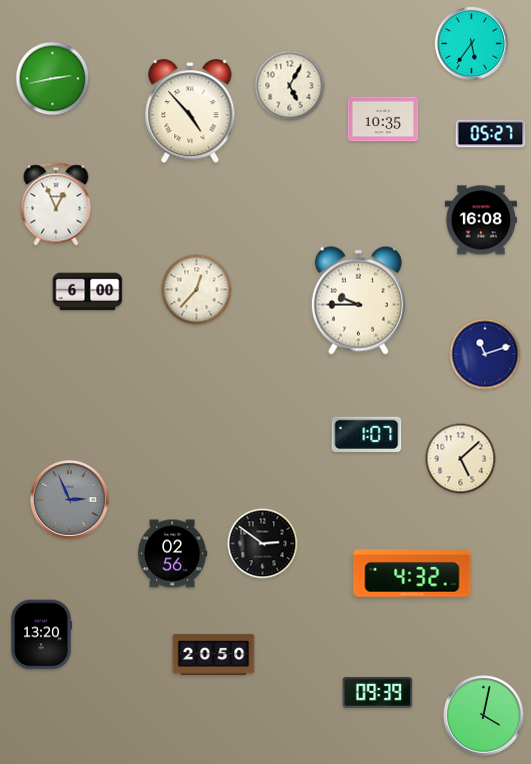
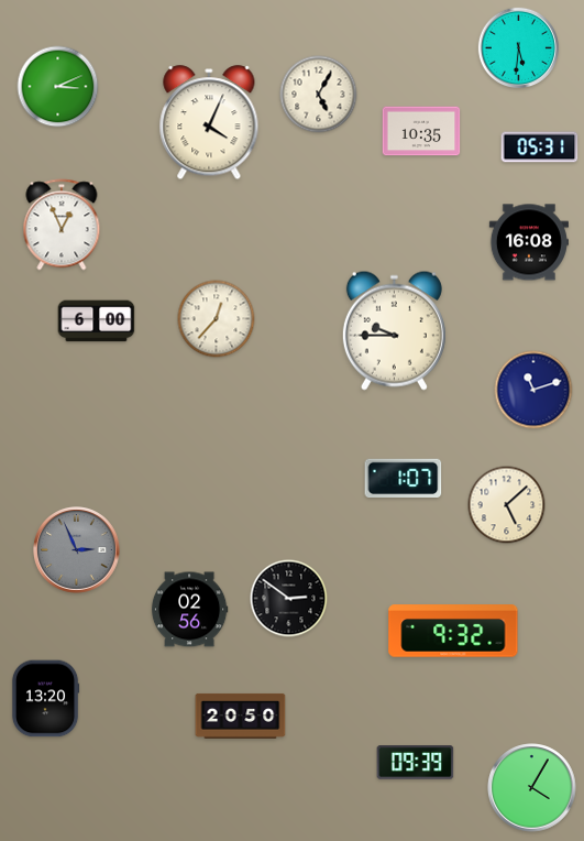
clock at (471, 43): 5:36 -> 5:31
clock at (53, 79): 2:43 -> 3:11
clock at (190, 112): 4:53 -> 4:04
clock at (491, 134): 05:27 -> 05:31
clock at (412, 573): 4:32 -> 9:32
clock at (214, 654) position: (214, 654) -> (241, 716)
clock at (484, 716): 4:02 -> 4:05
